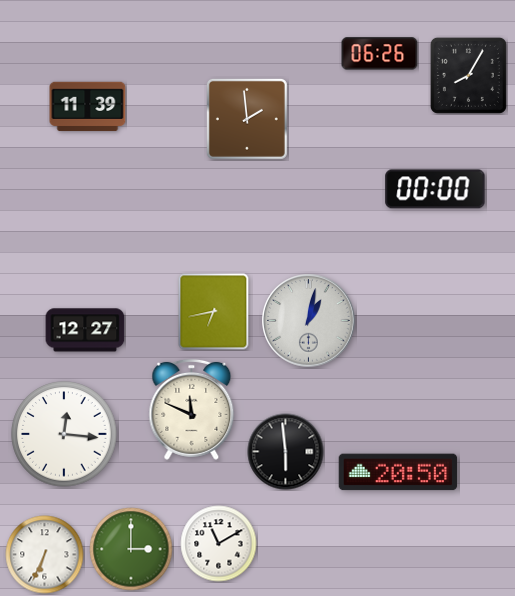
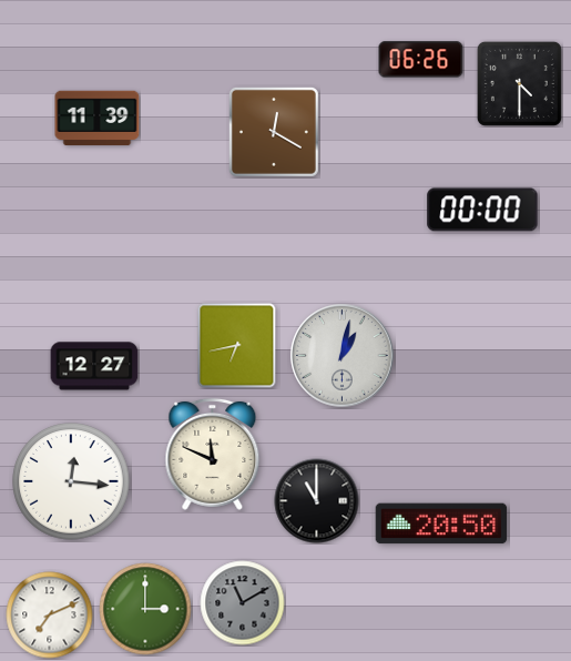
clock at (468, 75): 8:05 -> 4:30
clock at (247, 119): 1:59 -> 12:20
clock at (286, 452): 5:59 -> 11:00
clock at (219, 544) dial: white -> grey
clock at (45, 555): 6:34 -> 7:11
